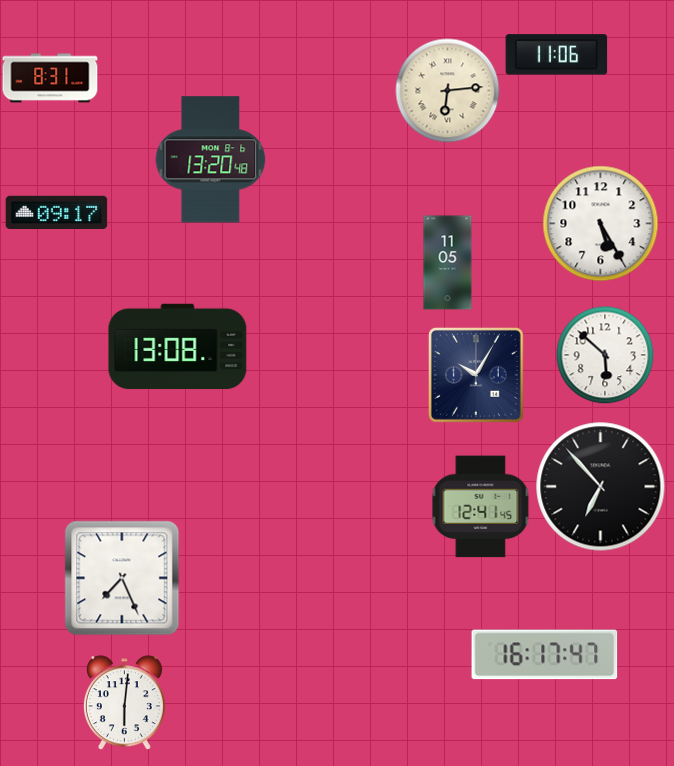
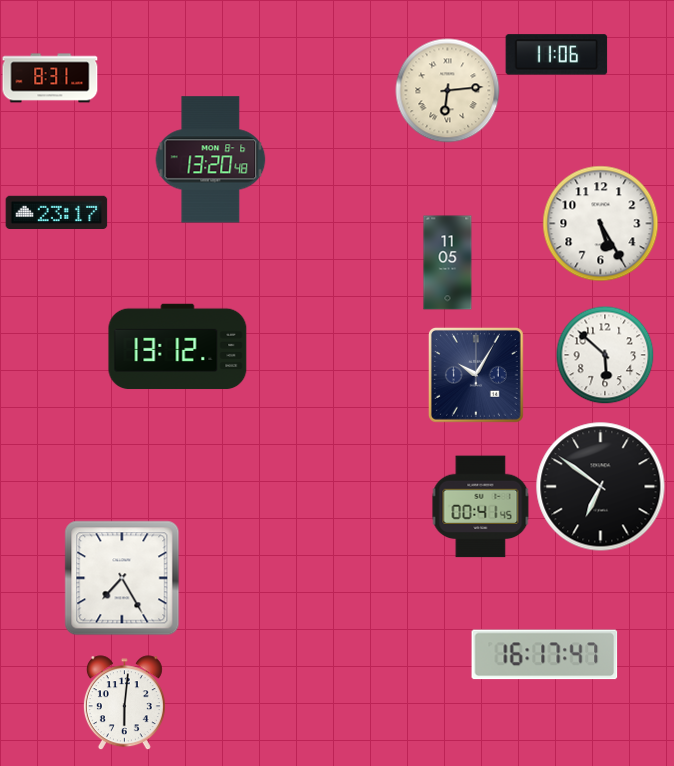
clock at (57, 212): 09:17 -> 23:17
clock at (178, 347): 13:08 -> 13:12
clock at (601, 487): 6:53 -> 6:51
clock at (481, 507): 12:41 -> 00:41
clock at (122, 578): 7:26 -> 7:25
